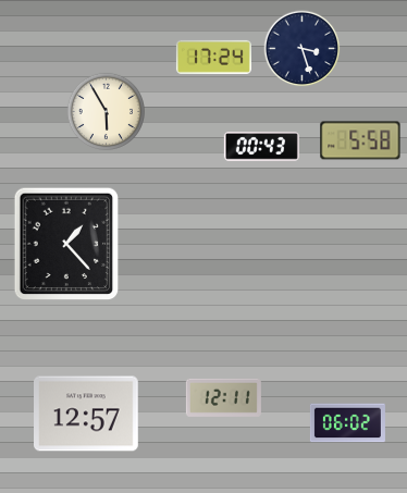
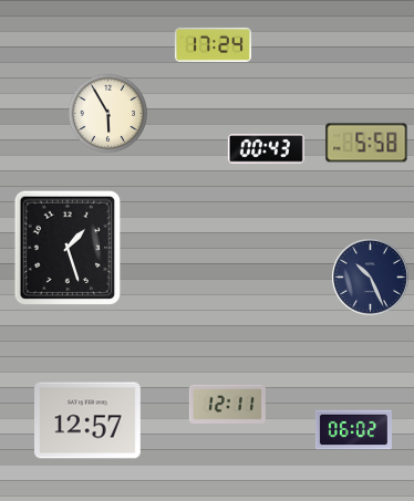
clock at (303, 49): 3:27 -> none
clock at (213, 57) position: (213, 57) -> (213, 44)
clock at (66, 244): 1:23 -> 1:27
clock at (371, 278): none -> 10:26
